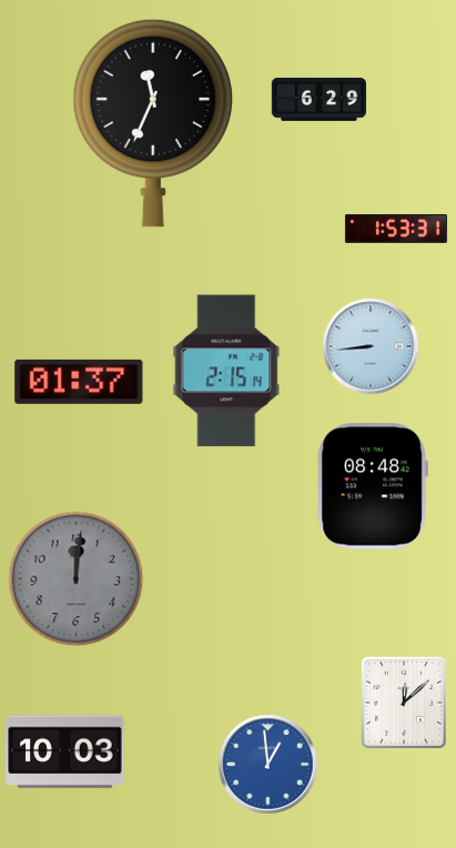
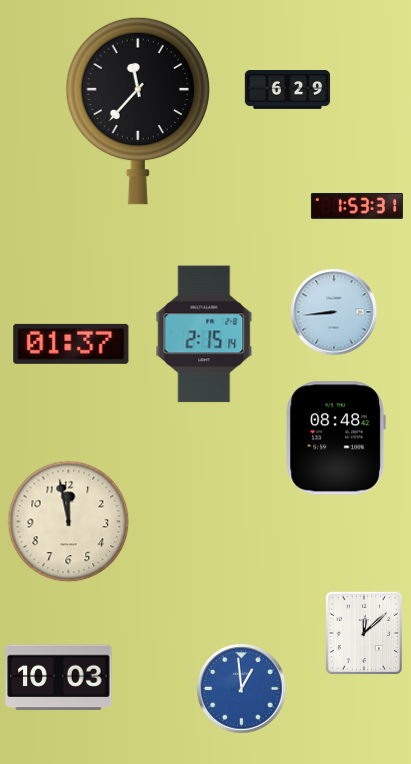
clock at (152, 123): 11:34 -> 11:37
clock at (75, 578): 12:01 -> 11:58
clock at (75, 578) dial: grey -> cream
